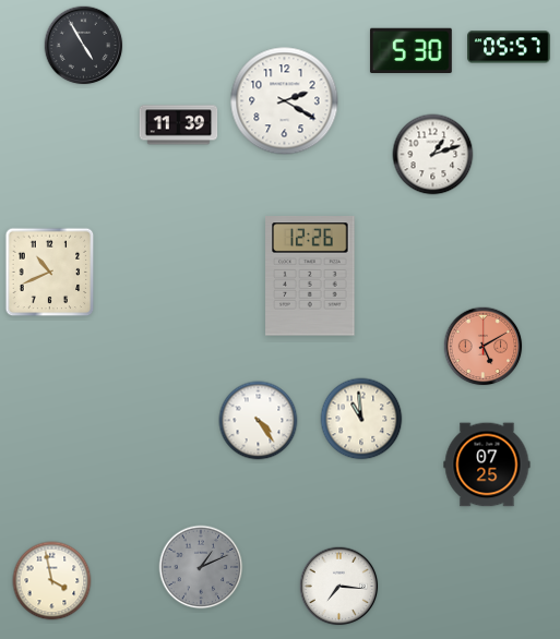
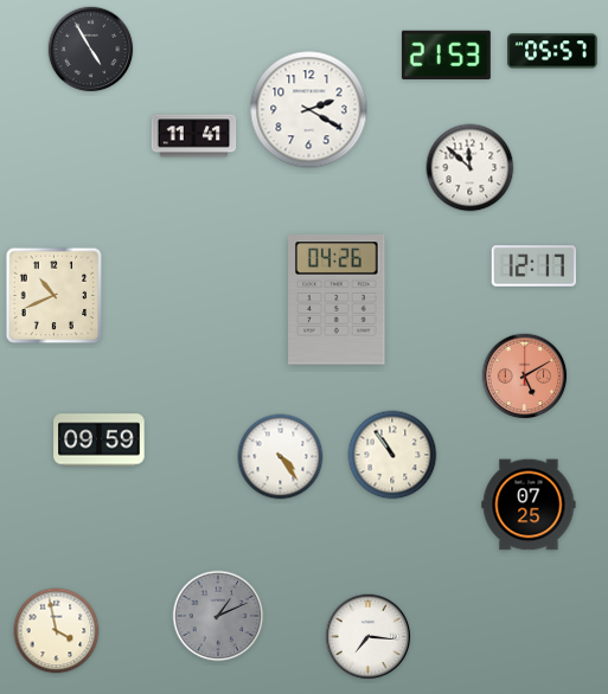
clock at (410, 51): 5:30 -> 21:53
clock at (179, 125): 11:39 -> 11:41
clock at (433, 155): 1:12 -> 11:52
clock at (535, 266): none -> 12:17
clock at (310, 276): 12:26 -> 04:26
clock at (100, 441): none -> 09:59
clock at (361, 419): 10:59 -> 10:54
